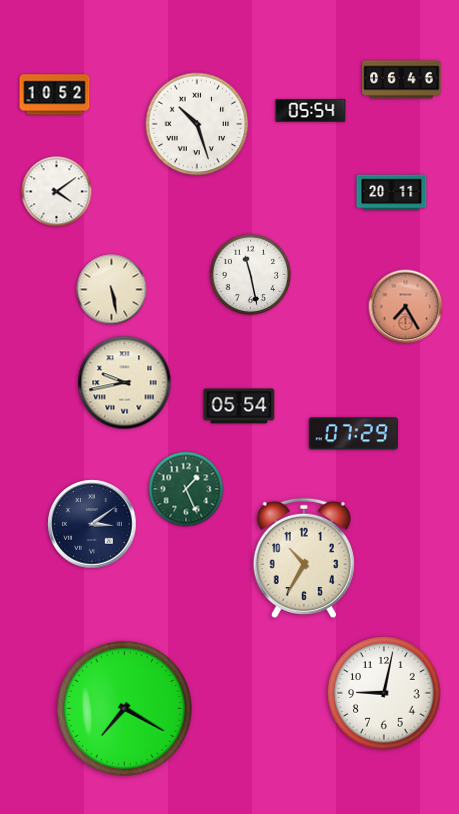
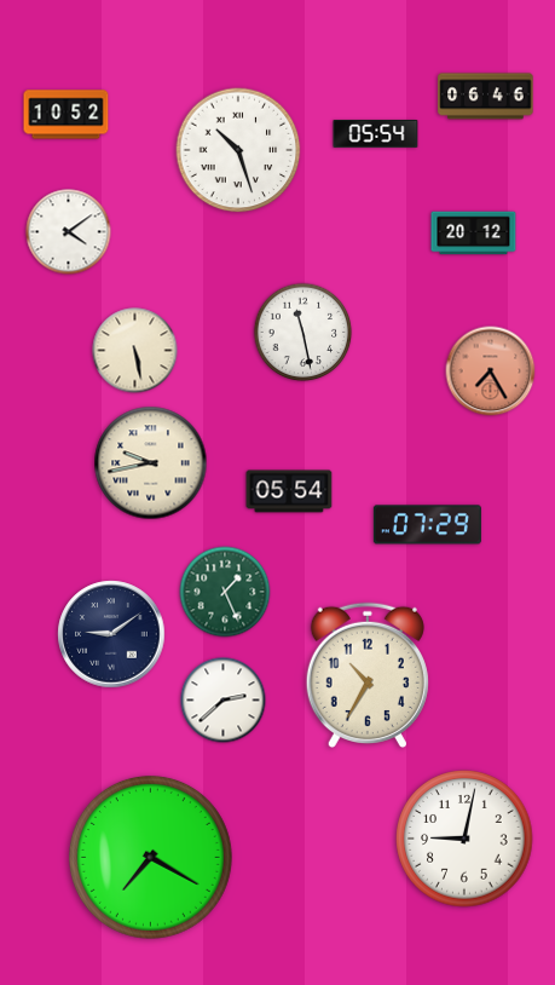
clock at (392, 193): 20:11 -> 20:12
clock at (92, 524): 3:09 -> 9:09
clock at (224, 701): none -> 2:38
